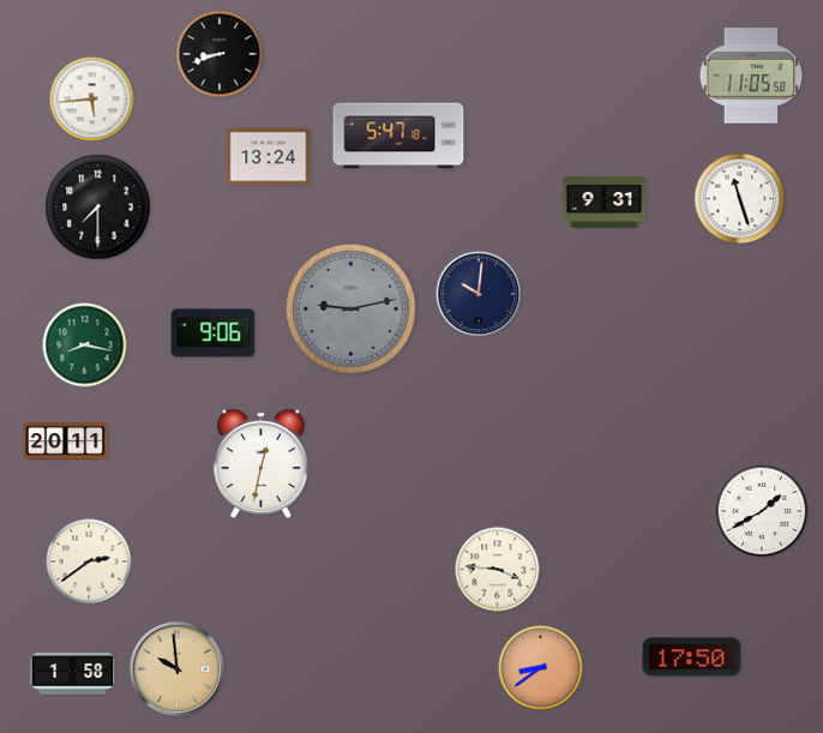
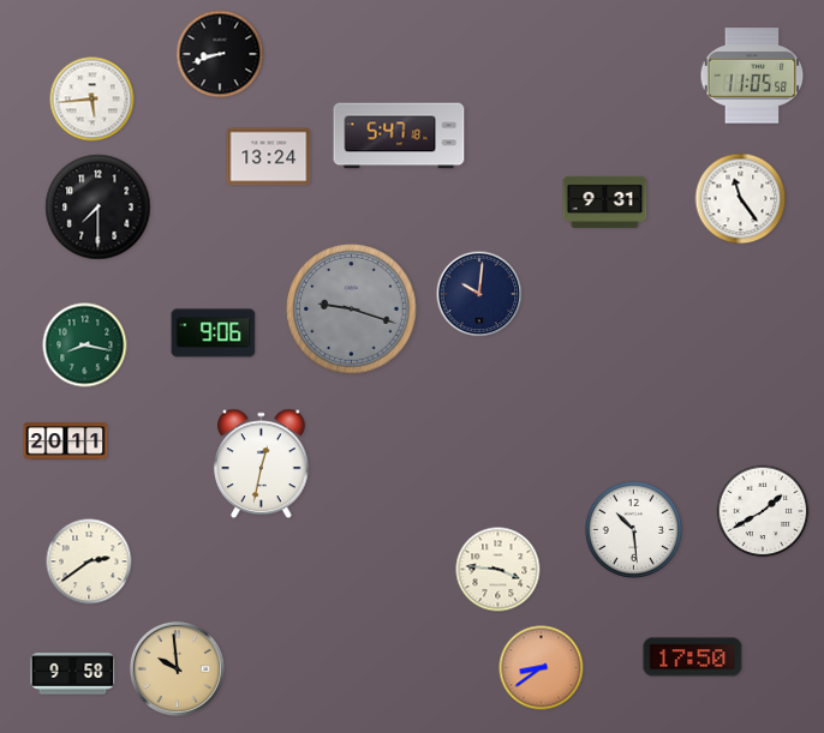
clock at (740, 199): 11:27 -> 11:24
clock at (352, 310): 9:13 -> 9:18
clock at (633, 529): none -> 10:29
clock at (73, 674): 1:58 -> 9:58
